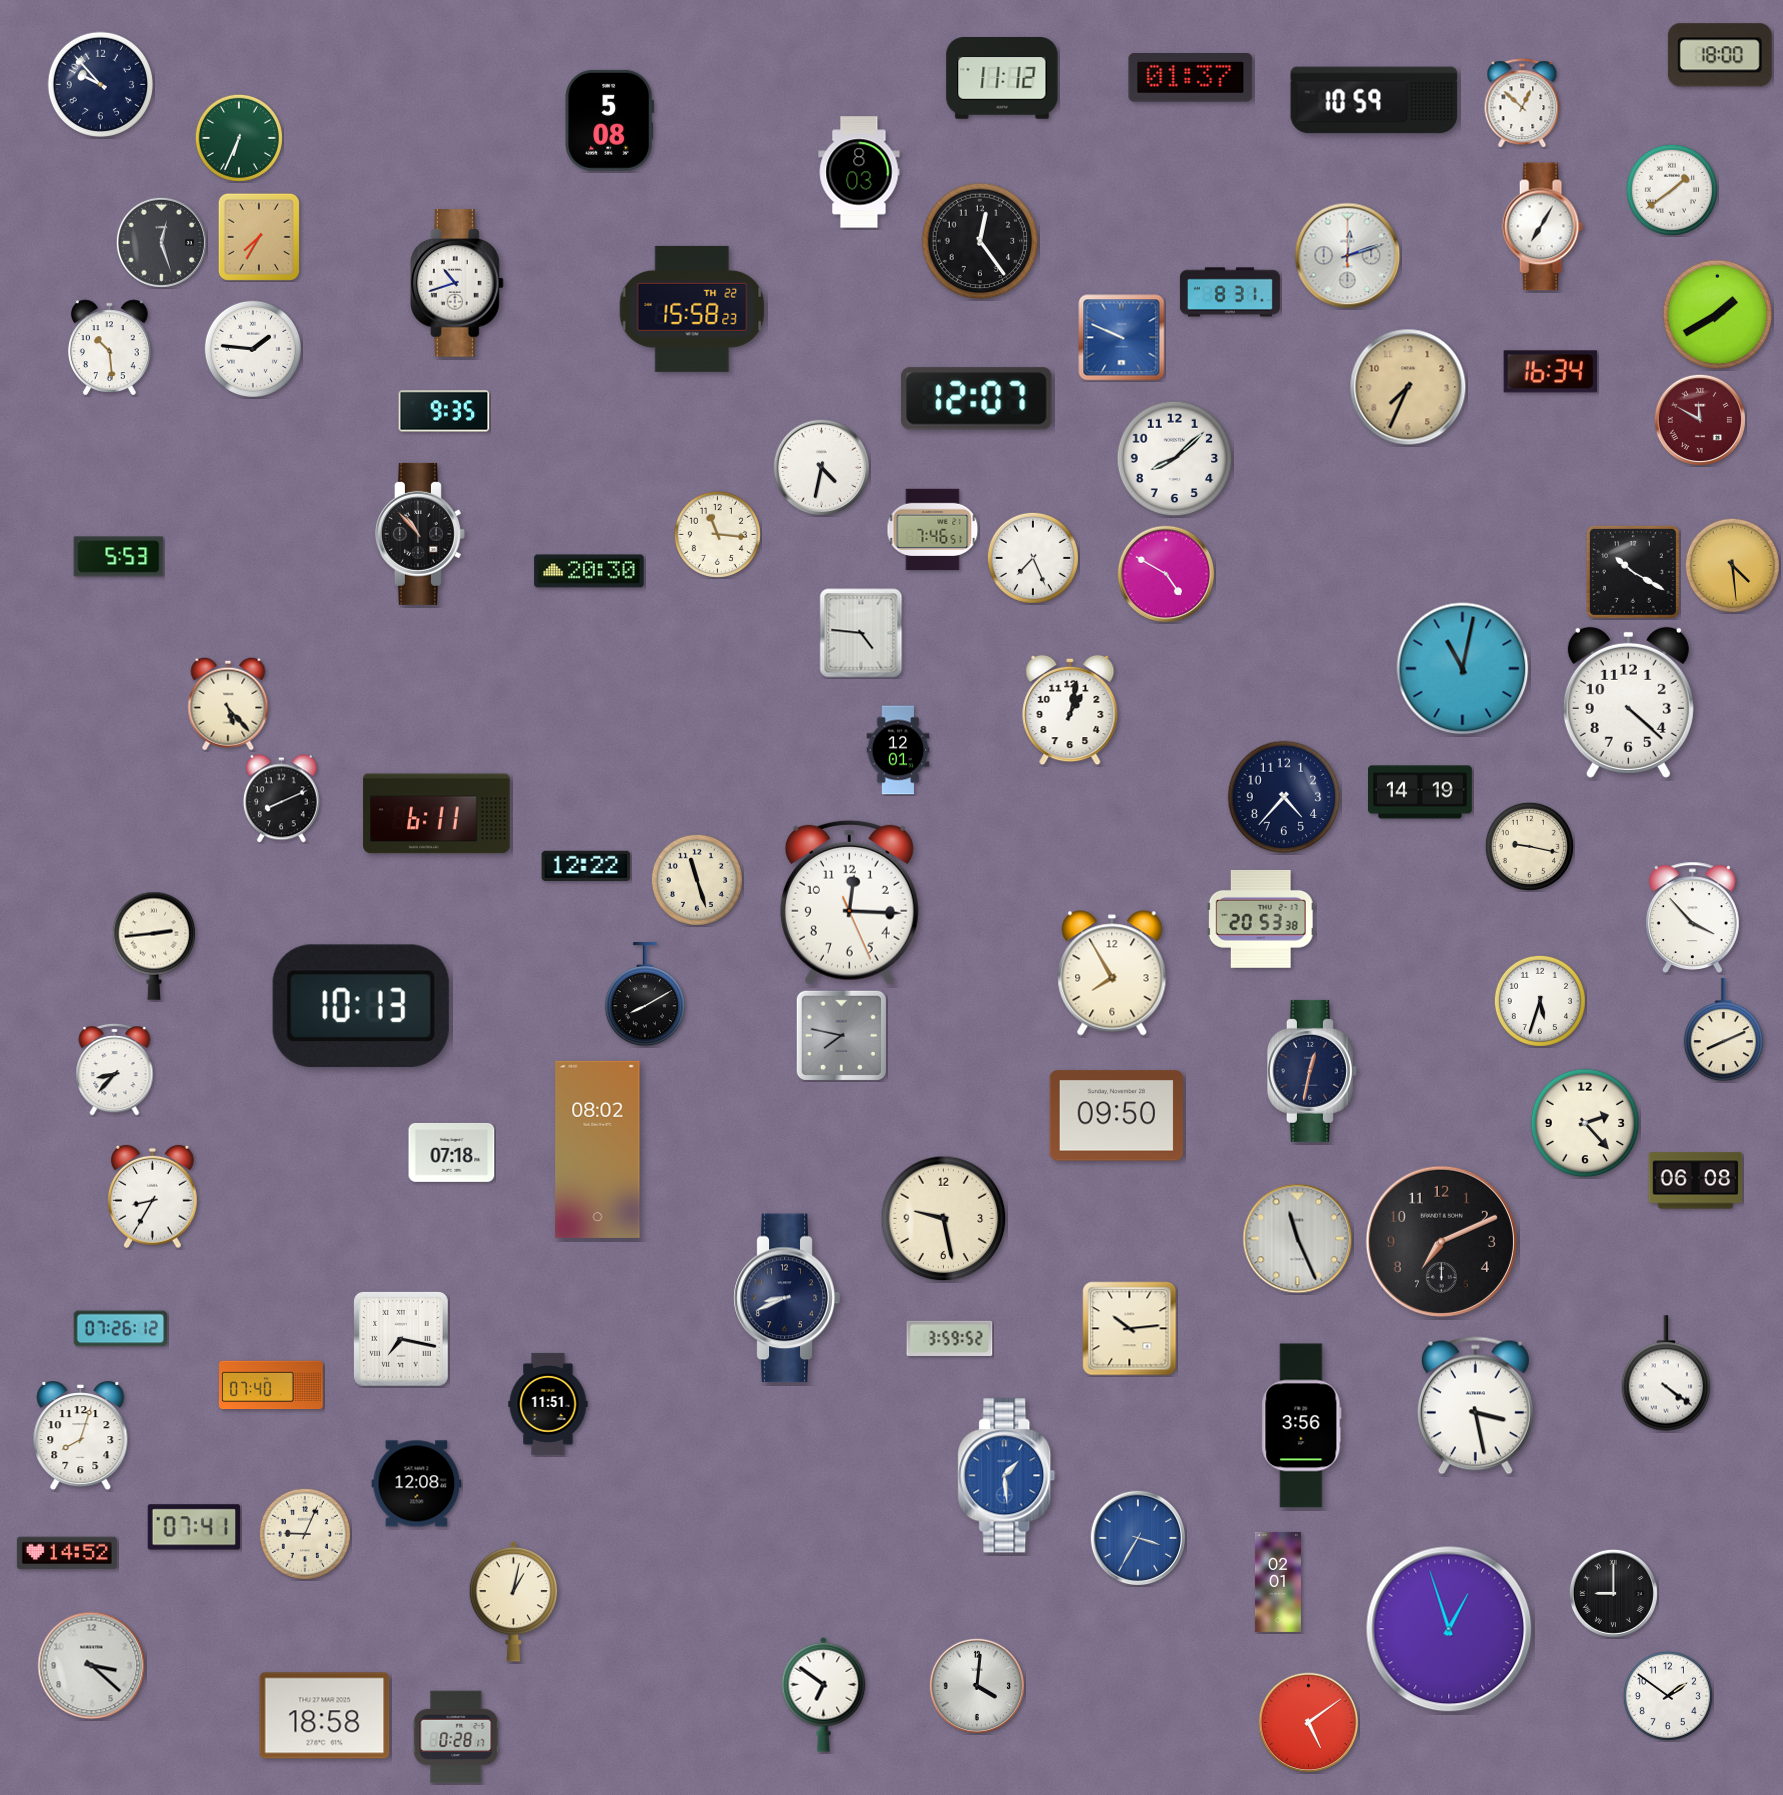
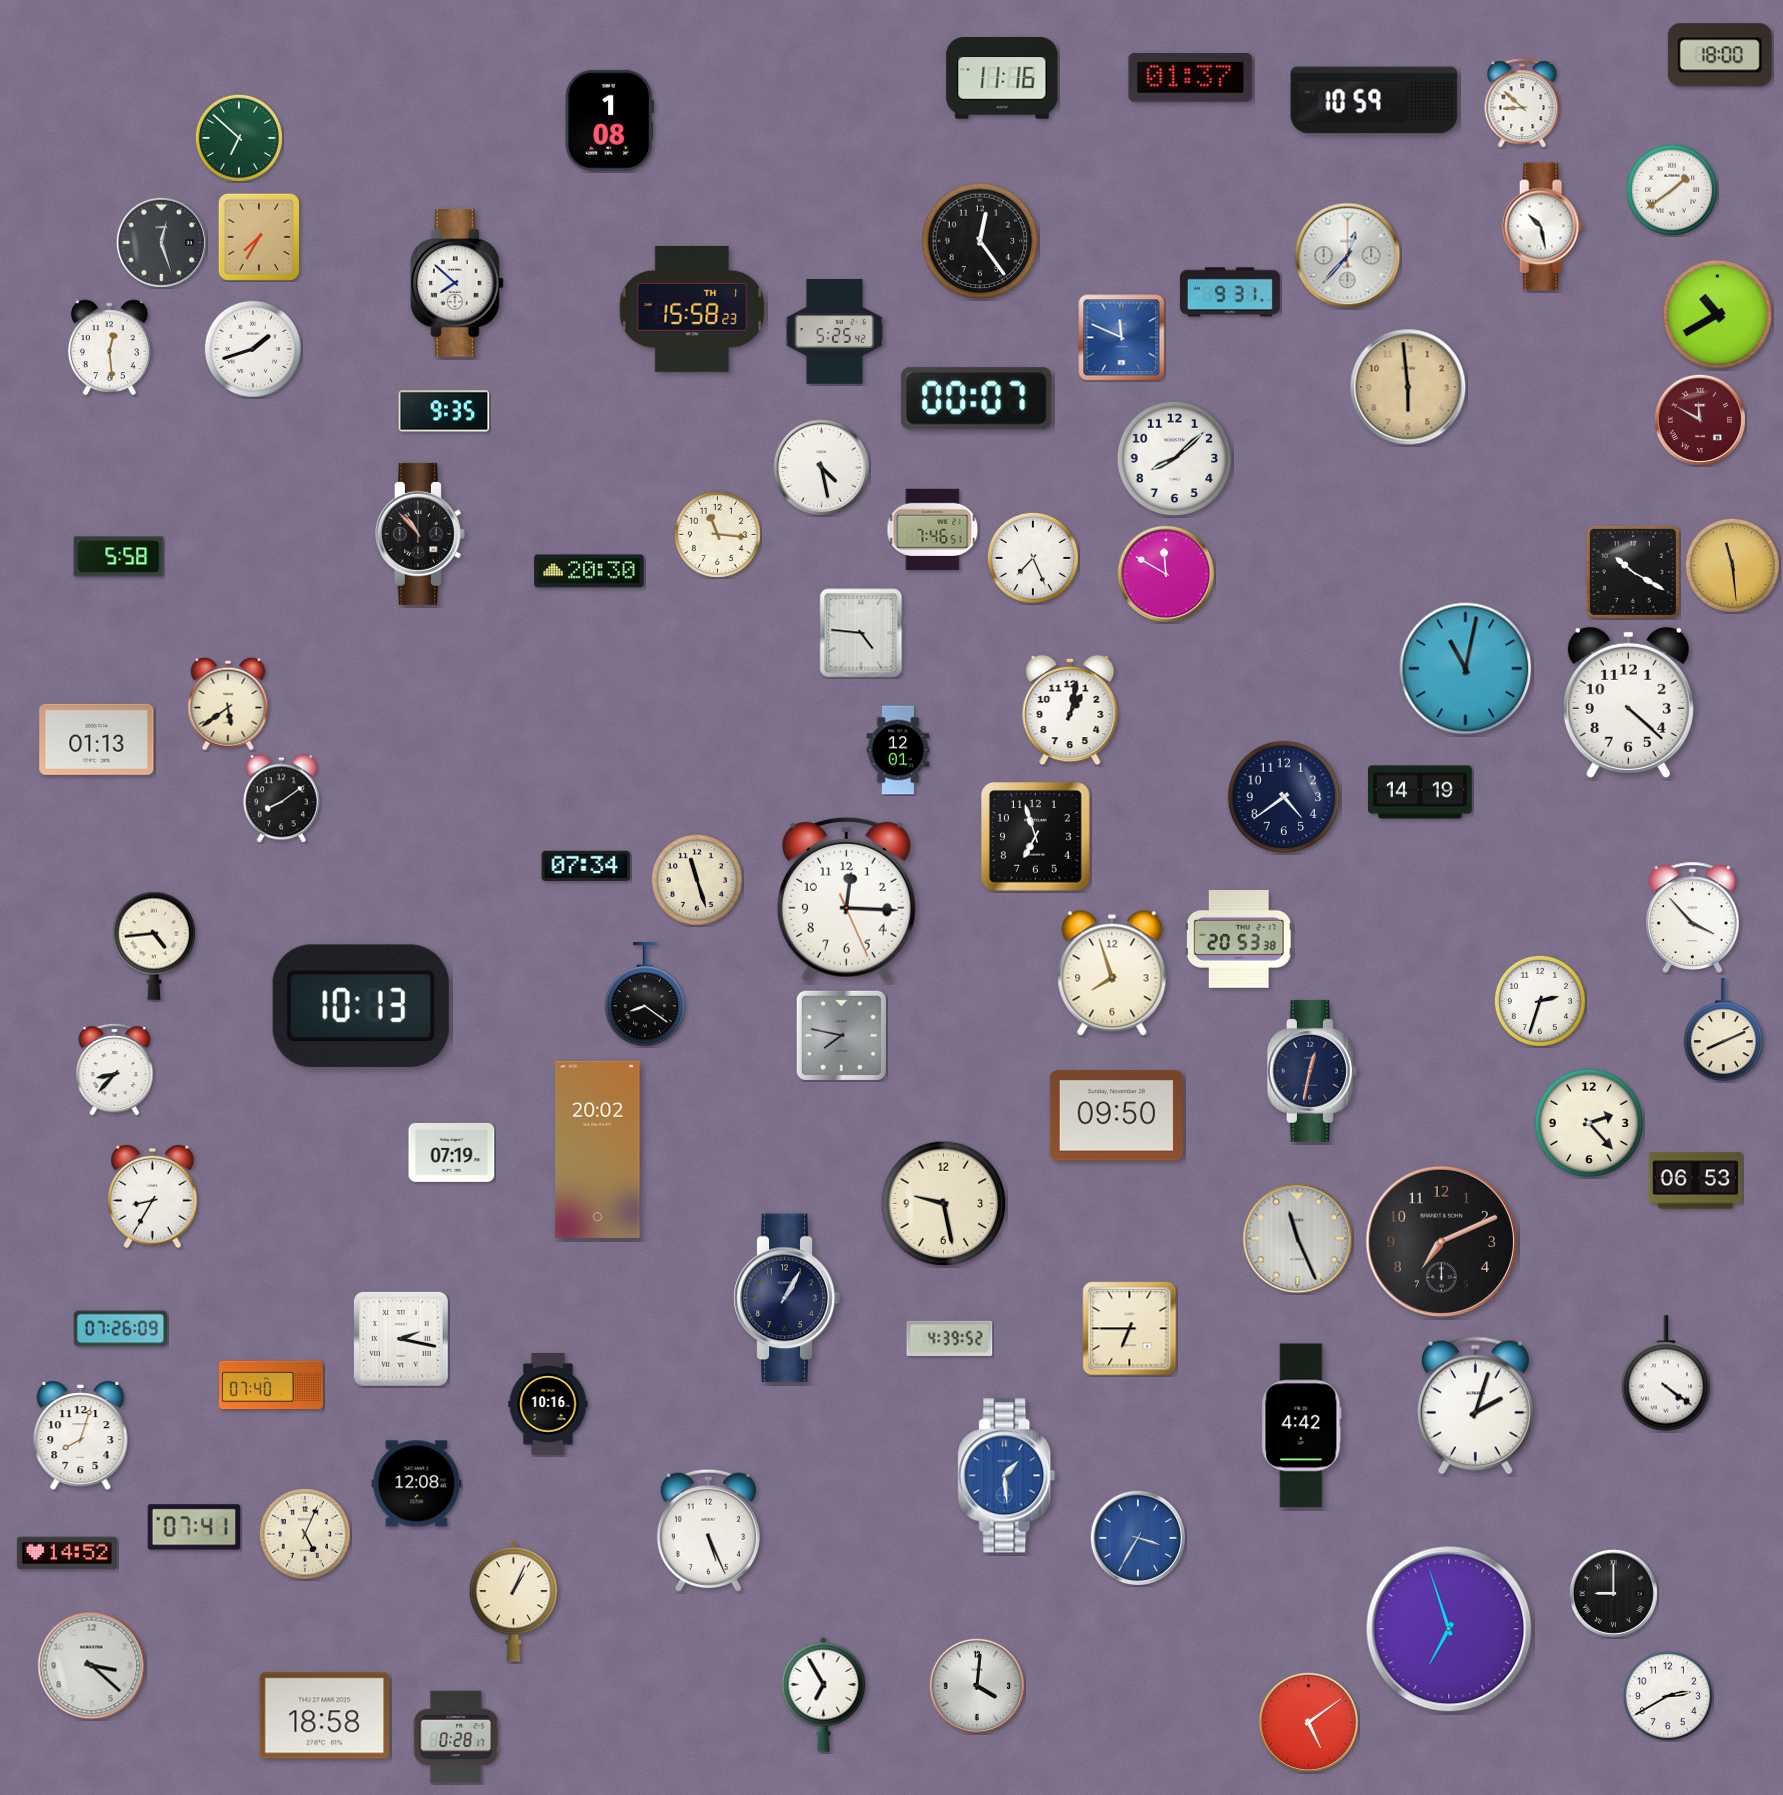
clock at (1002, 79): 11:12 -> 11:16
clock at (101, 85): 9:53 -> none
clock at (1522, 103): 12:52 -> 8:52
clock at (610, 120): 5:08 -> 1:08
clock at (239, 138): 6:34 -> 6:52
clock at (859, 172): 8:03 -> none
clock at (1542, 227): 7:05 -> 10:28
clock at (1348, 256): 12:12 -> 12:37
clock at (457, 283): 10:42 -> 7:52
clock at (1230, 292): 8:31 -> 9:31
clock at (692, 309) date: TH 22 -> TH 1
clock at (1718, 315): 1:40 -> 10:40
clock at (834, 332): none -> 5:25
clock at (1122, 338): 9:49 -> 11:49
clock at (109, 348): 10:29 -> 12:29
clock at (253, 349): 1:46 -> 1:42
clock at (1550, 372): 16:34 -> none
clock at (1408, 387): 7:34 -> 5:59
clock at (977, 399): 12:07 -> 00:07
clock at (822, 468): 4:32 -> 4:28
clock at (119, 557): 5:53 -> 5:58
clock at (1732, 565): 4:29 -> 11:29
clock at (1166, 574): 4:50 -> 11:50
clock at (1463, 669) position: (1463, 669) -> (1466, 669)
clock at (228, 704): 5:23 -> 5:39
clock at (97, 739): none -> 01:13
clock at (1284, 797): 4:37 -> 4:39
clock at (282, 799): 8:11 -> 8:09
clock at (437, 814): 6:11 -> none
clock at (1036, 837): none -> 6:57
clock at (1529, 846): 9:17 -> none
clock at (586, 866): 12:22 -> 07:34
clock at (849, 902) position: (849, 902) -> (846, 899)
clock at (1261, 919) position: (1261, 919) -> (1239, 939)
clock at (153, 946): 2:44 -> 4:44
clock at (1112, 973): 7:55 -> 7:57
clock at (644, 995): 8:10 -> 8:21
clock at (1540, 1001): 5:33 -> 2:33
clock at (1585, 1123) position: (1585, 1123) -> (1589, 1123)
clock at (598, 1149): 08:02 -> 20:02
clock at (452, 1152): 07:18 -> 07:19
clock at (1696, 1181): 06:08 -> 06:53
clock at (944, 1219) position: (944, 1219) -> (944, 1204)
clock at (787, 1298): 8:41 -> 1:05
clock at (121, 1329): 07:26:12 -> 07:26:09
clock at (1130, 1329): 10:14 -> 6:45
clock at (950, 1338): 3:59 -> 4:39
clock at (402, 1340): 7:17 -> 2:17
clock at (548, 1404): 11:51 -> 10:16
clock at (1475, 1406): 3:28 -> 2:03
clock at (1302, 1426): 3:56 -> 4:42
clock at (708, 1530): none -> 5:26
clock at (305, 1534): 9:04 -> 5:04
clock at (1278, 1582): 02:01 -> none
clock at (514, 1601): 1:02 -> 1:04
clock at (1449, 1629): 12:57 -> 6:57
clock at (824, 1694): 6:51 -> 6:55
clock at (1668, 1696): 1:51 -> 2:40
